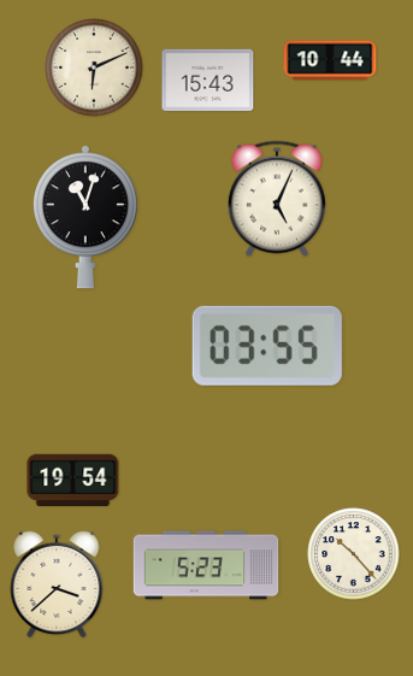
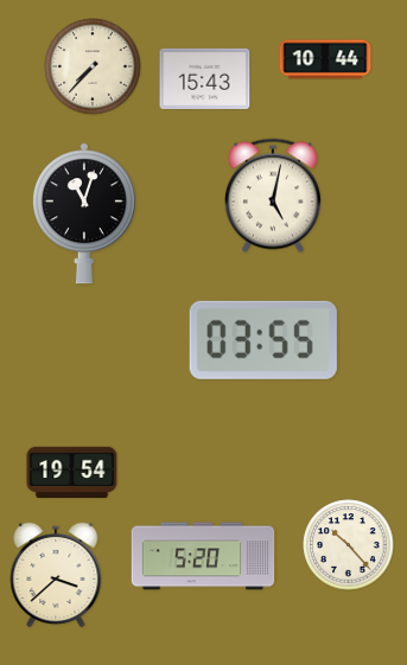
clock at (94, 67): 6:11 -> 7:37
clock at (277, 199): 5:04 -> 5:02
clock at (206, 565): 5:23 -> 5:20
